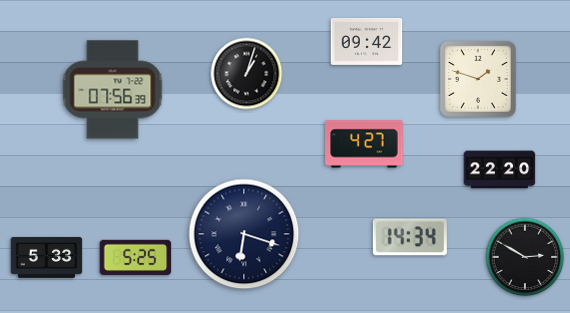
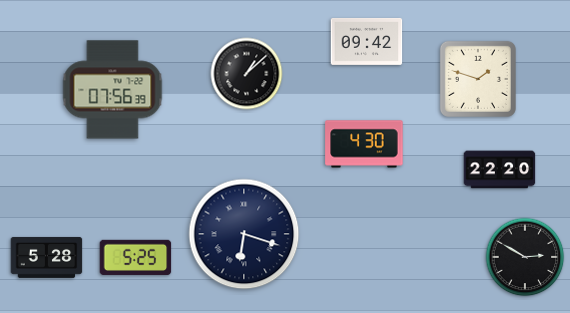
clock at (247, 74): 1:03 -> 1:08
clock at (364, 144): 4:27 -> 4:30
clock at (410, 237): 14:34 -> none
clock at (47, 257): 5:33 -> 5:28
